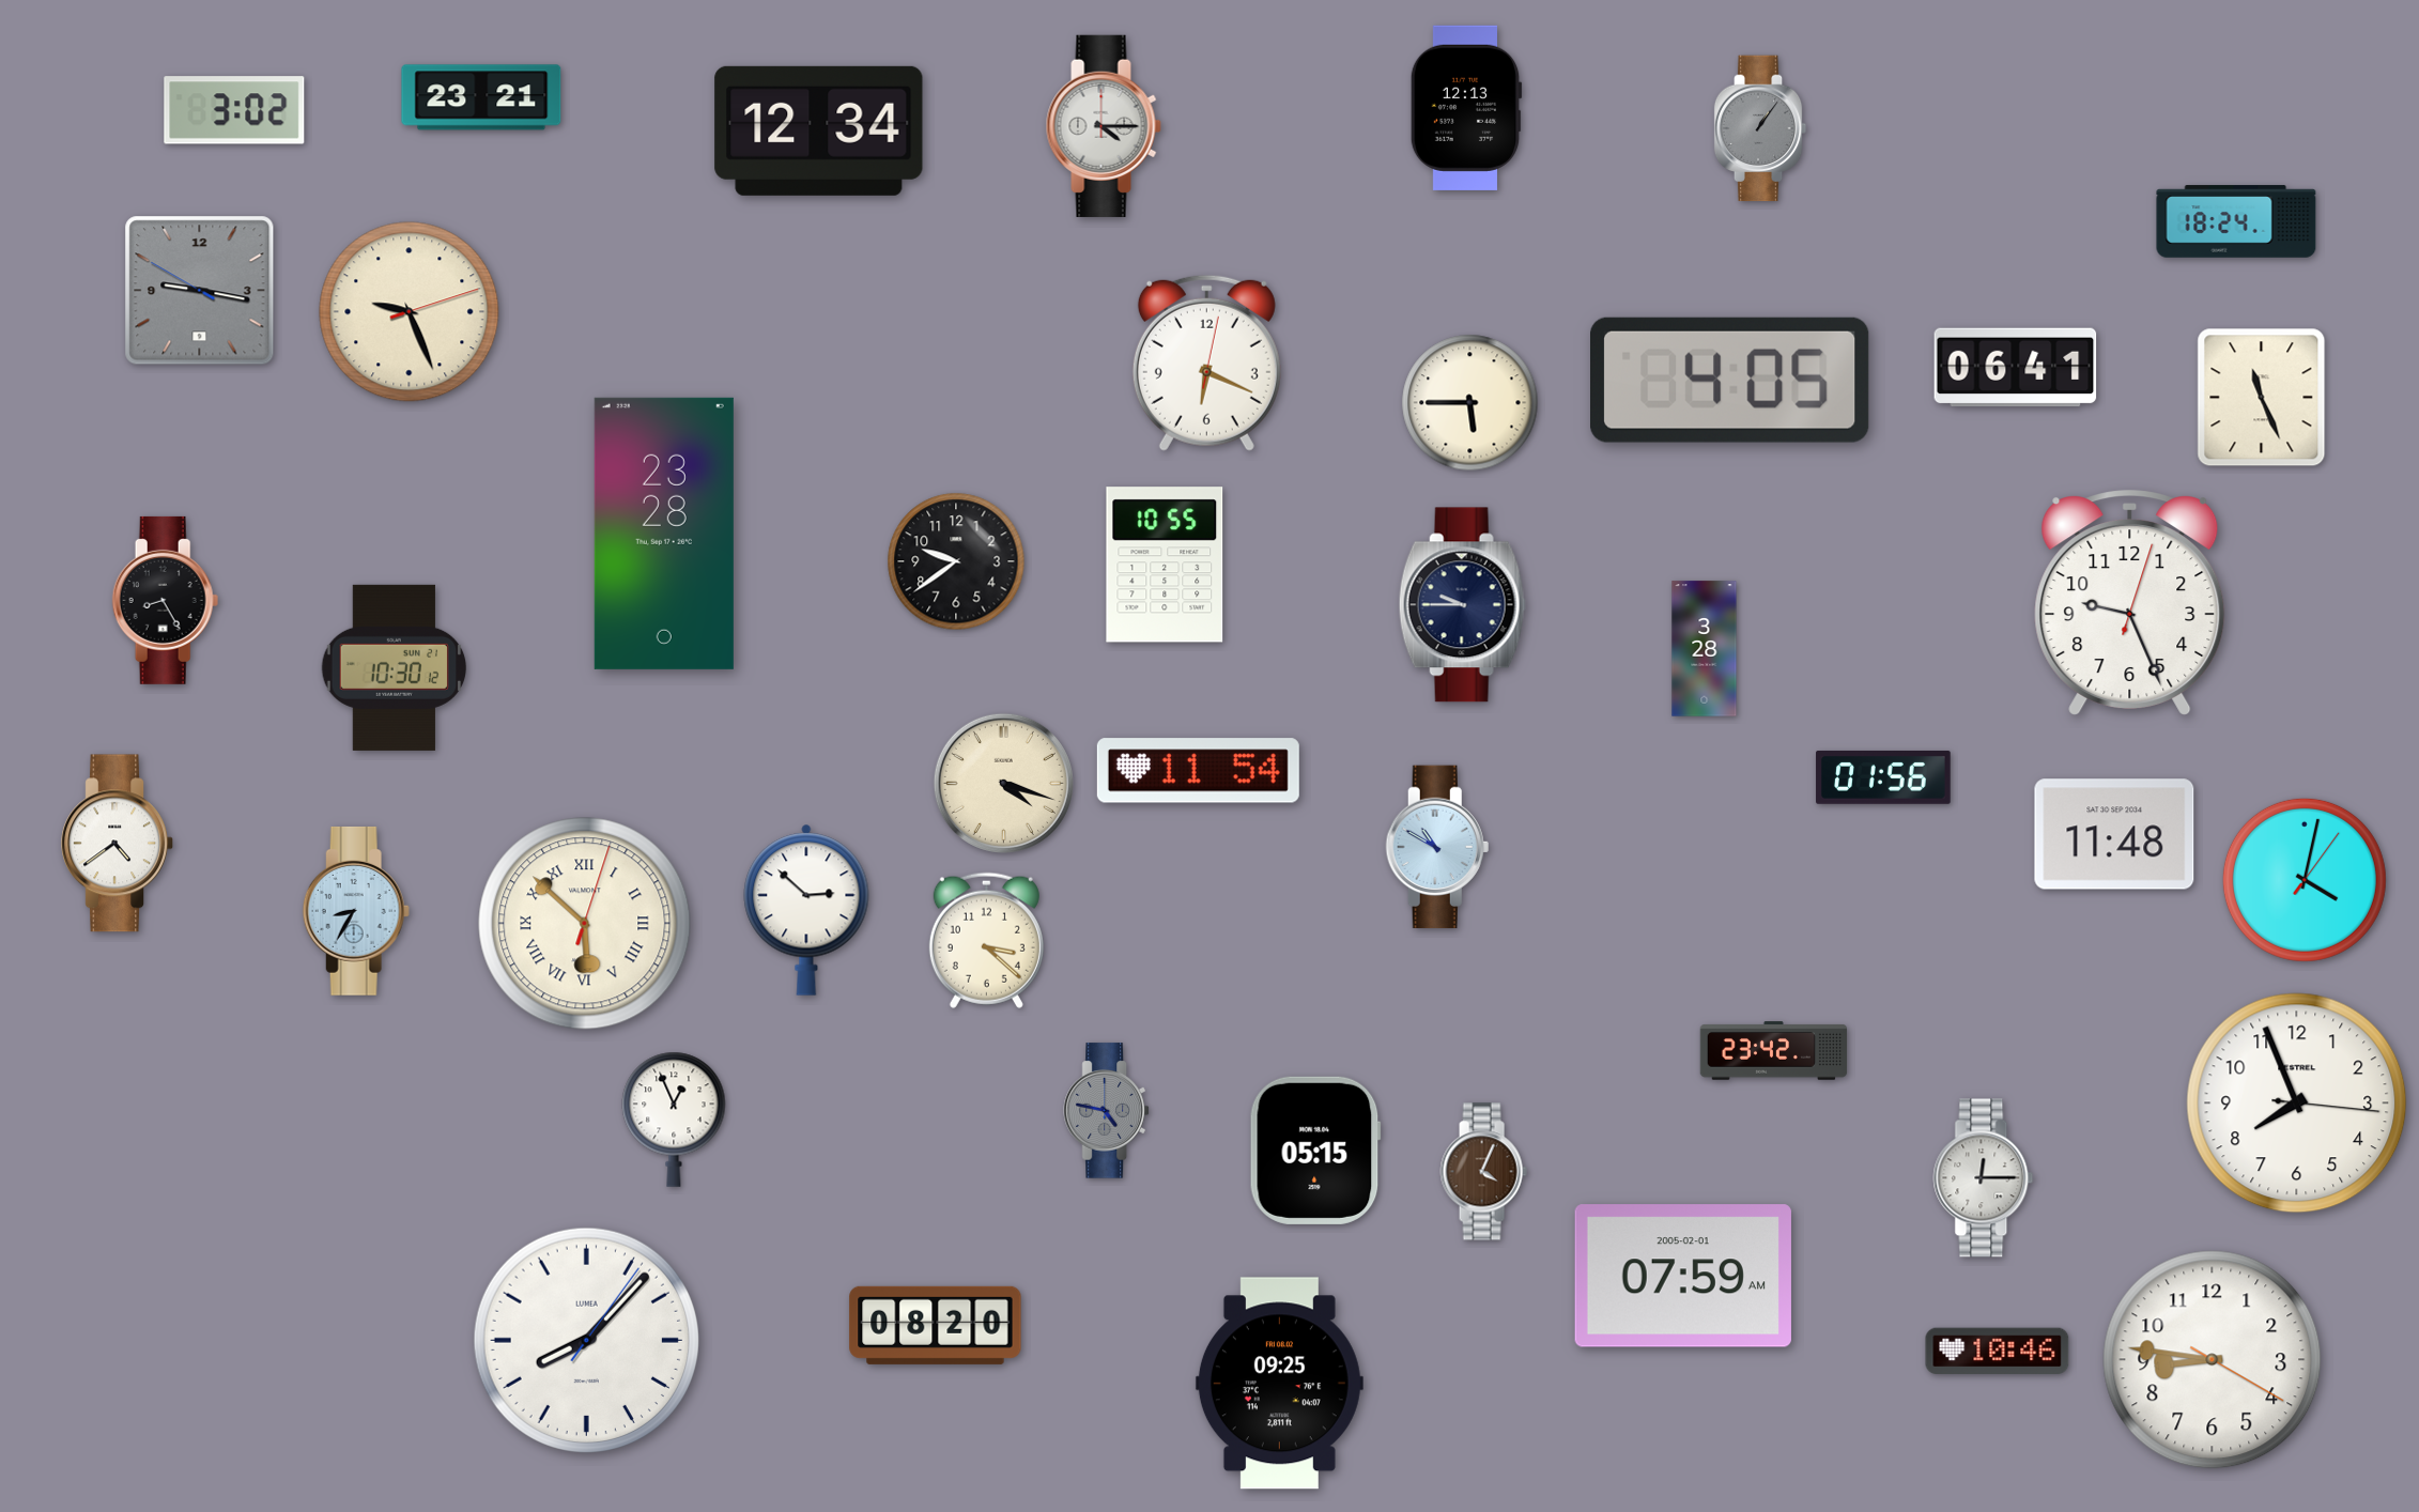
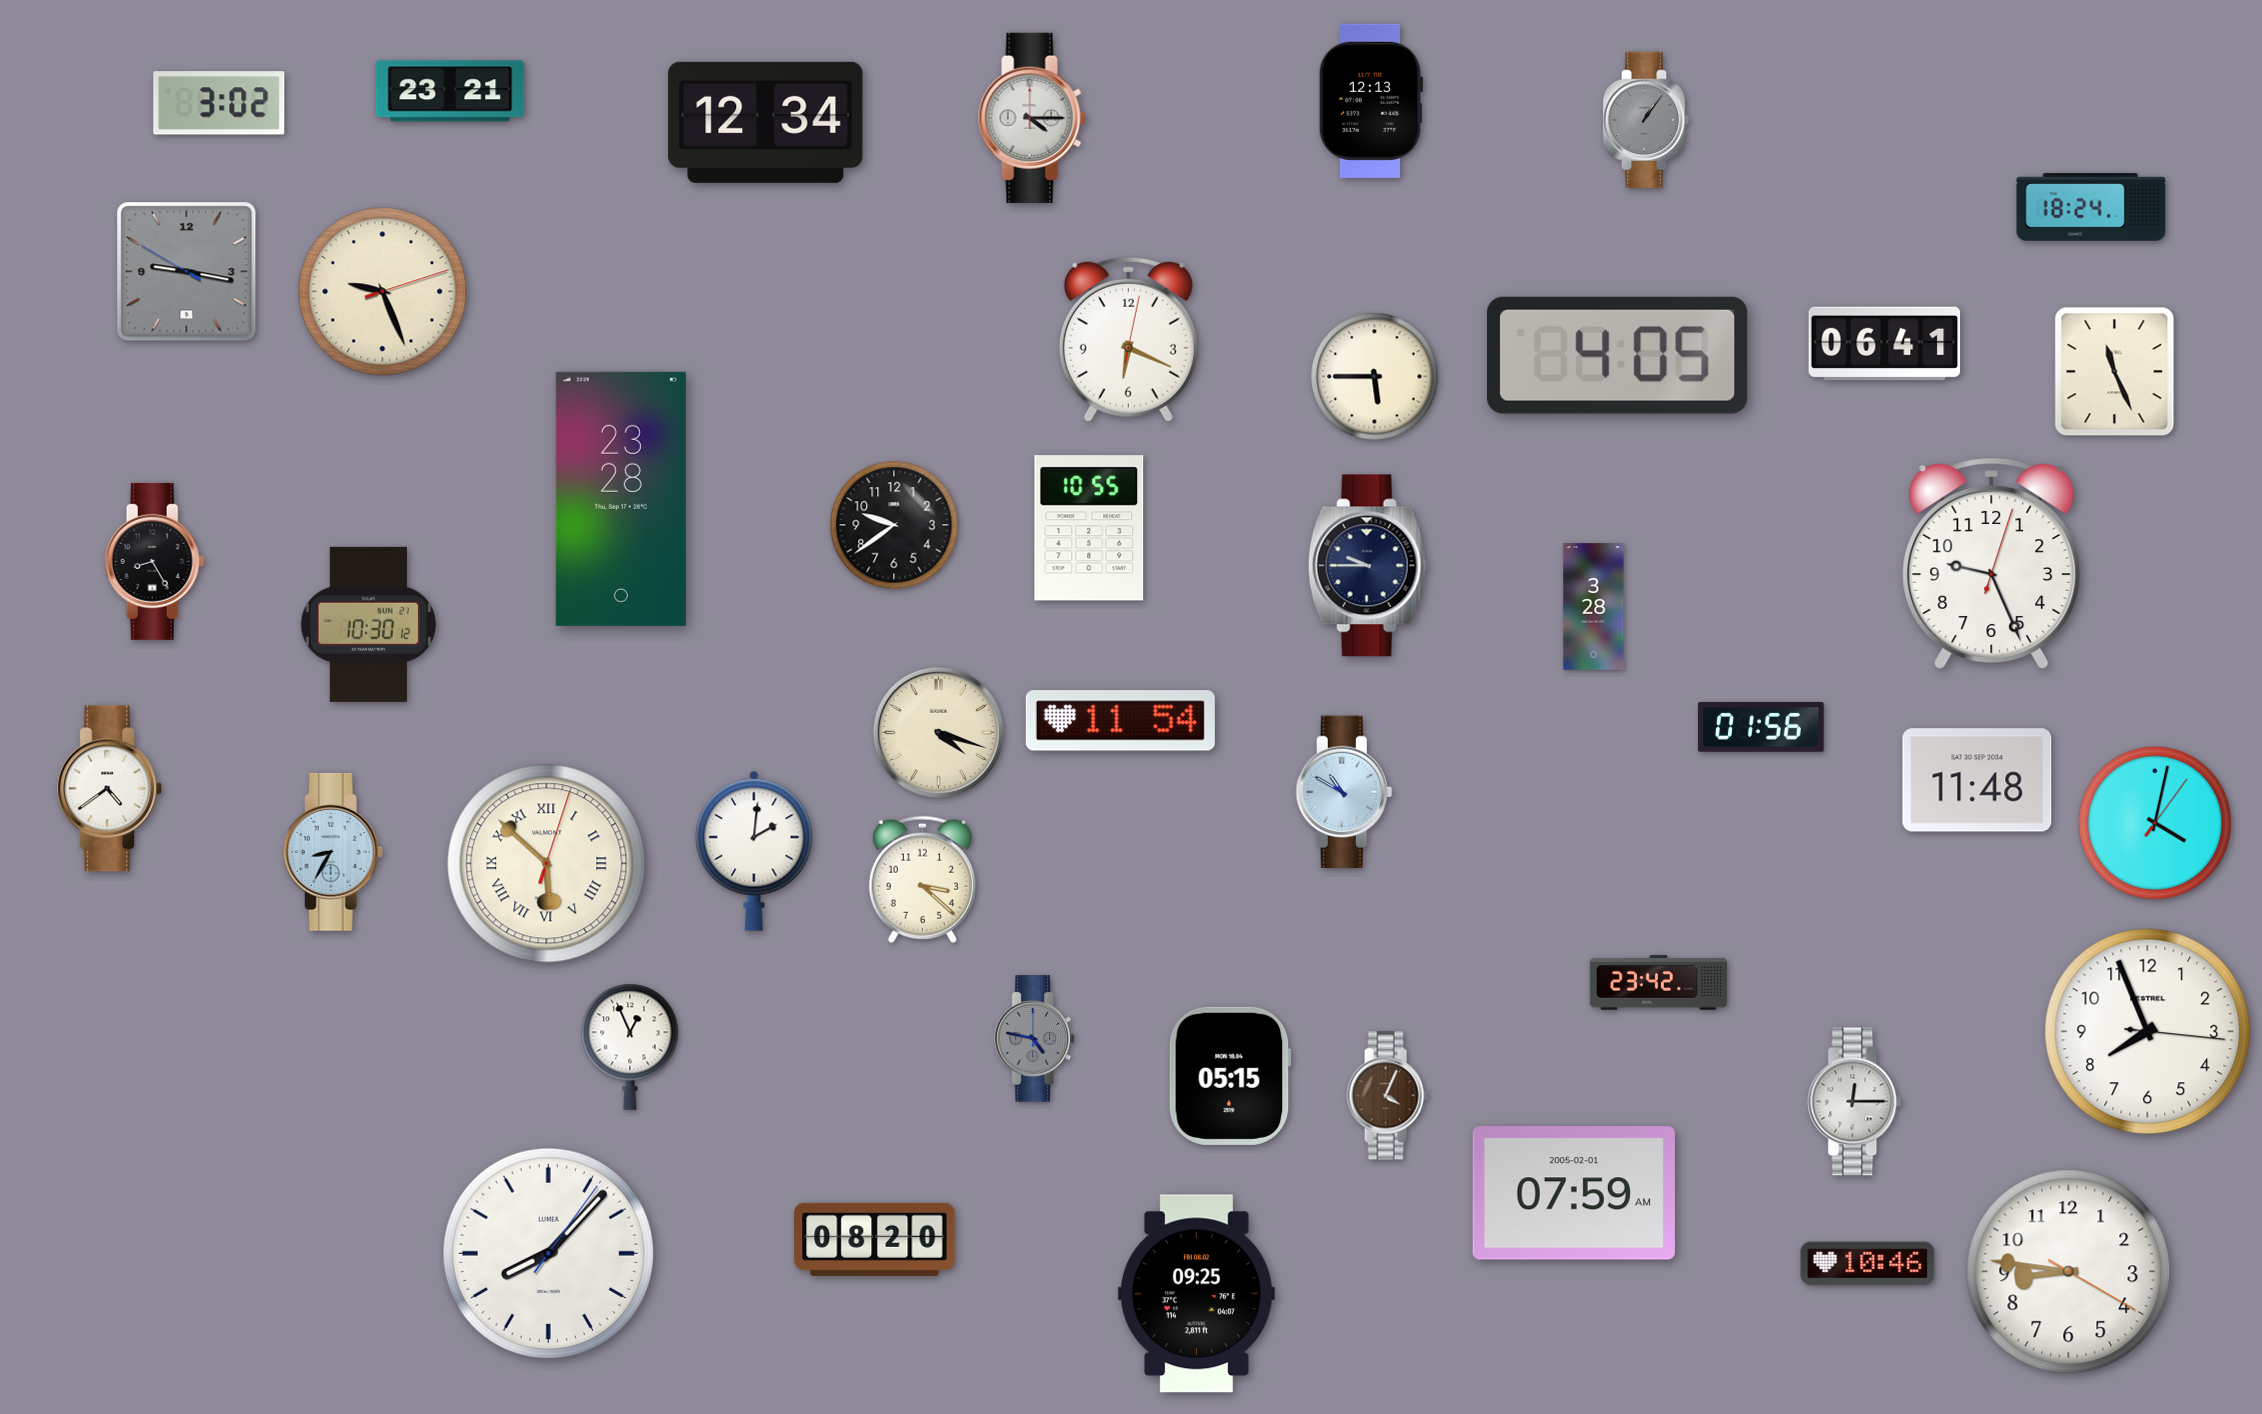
clock at (806, 910): 2:52 -> 2:01
